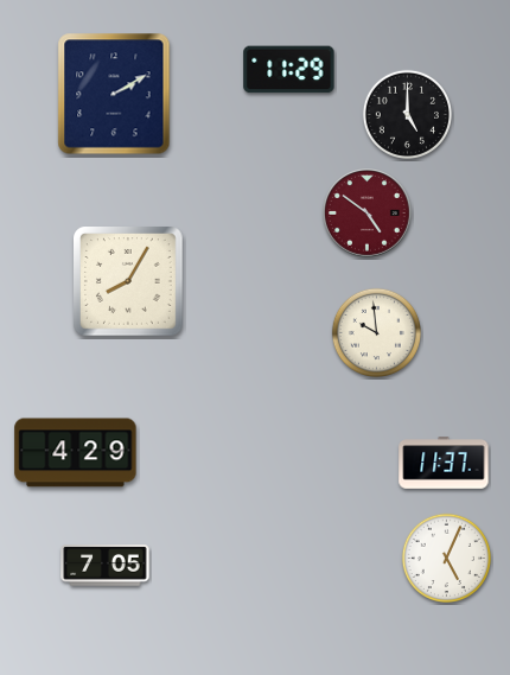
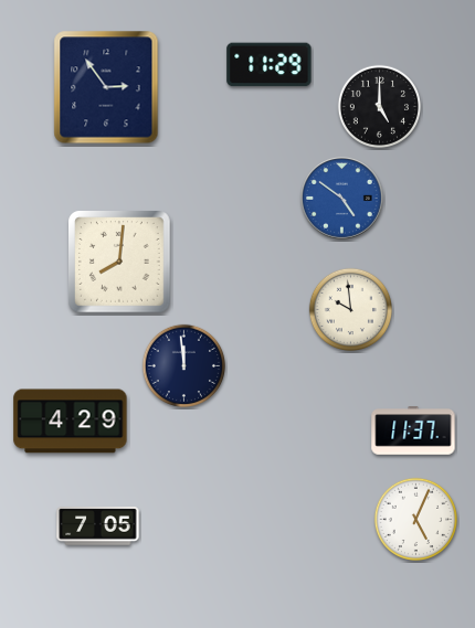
clock at (114, 94): 2:10 -> 2:54
clock at (368, 214) dial: burgundy -> blue
clock at (129, 282): 8:05 -> 8:01
clock at (183, 365): none -> 11:59
